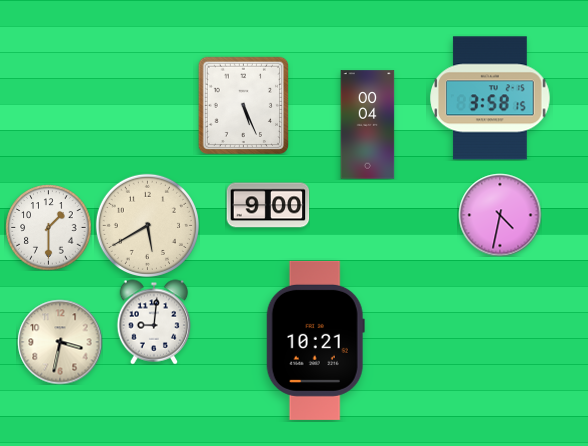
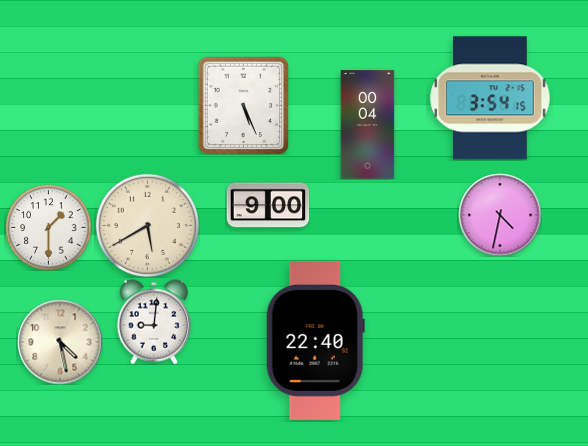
clock at (490, 98): 3:58 -> 3:54
clock at (315, 340): 10:21 -> 22:40
clock at (60, 342): 3:32 -> 4:28
